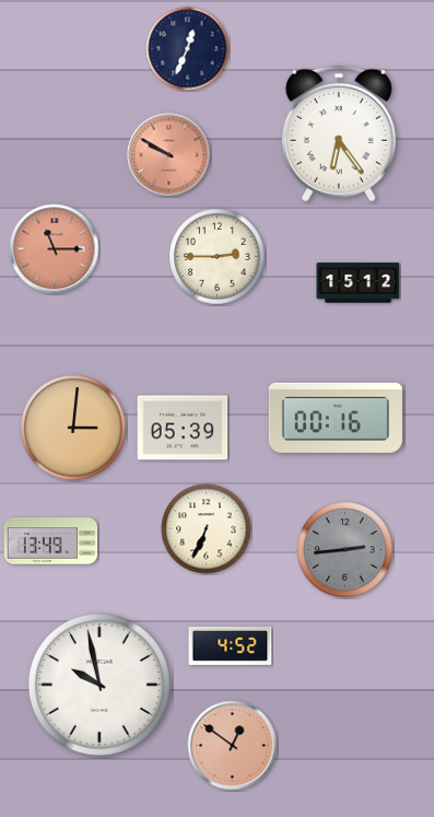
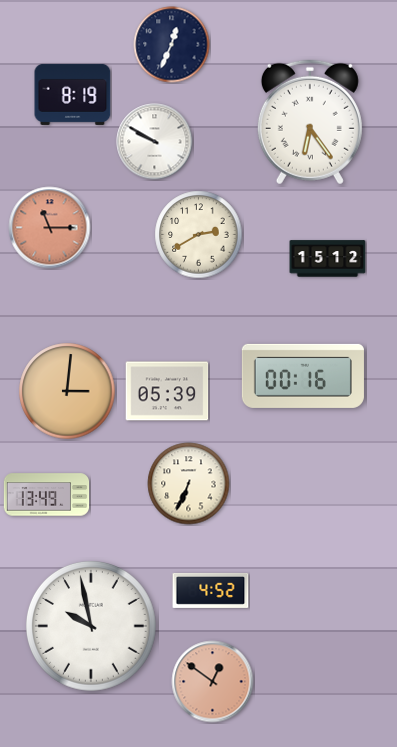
clock at (73, 94): none -> 8:19
clock at (169, 155) dial: salmon -> white
clock at (218, 257): 2:45 -> 2:40
clock at (336, 418) position: (336, 418) -> (303, 376)
clock at (345, 550): 2:44 -> none
